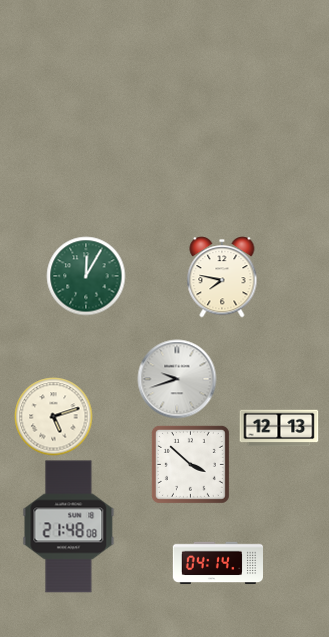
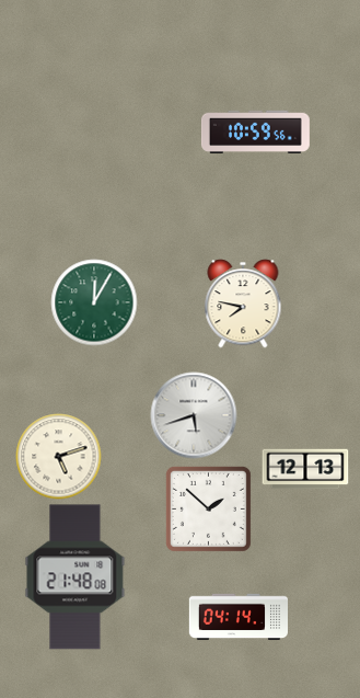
clock at (255, 131): none -> 10:59
clock at (177, 379): 9:42 -> 5:42
clock at (190, 464): 3:52 -> 1:52
